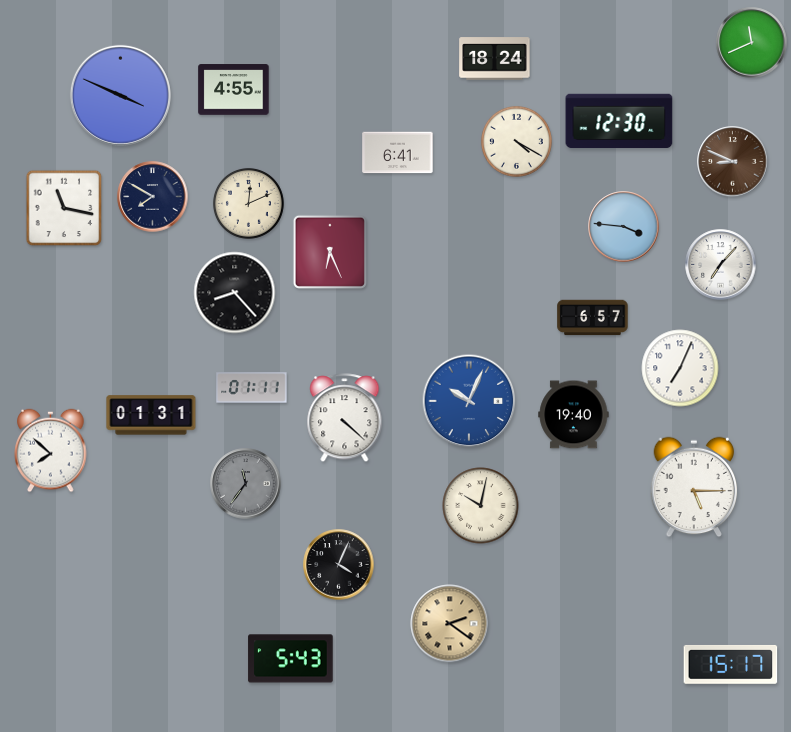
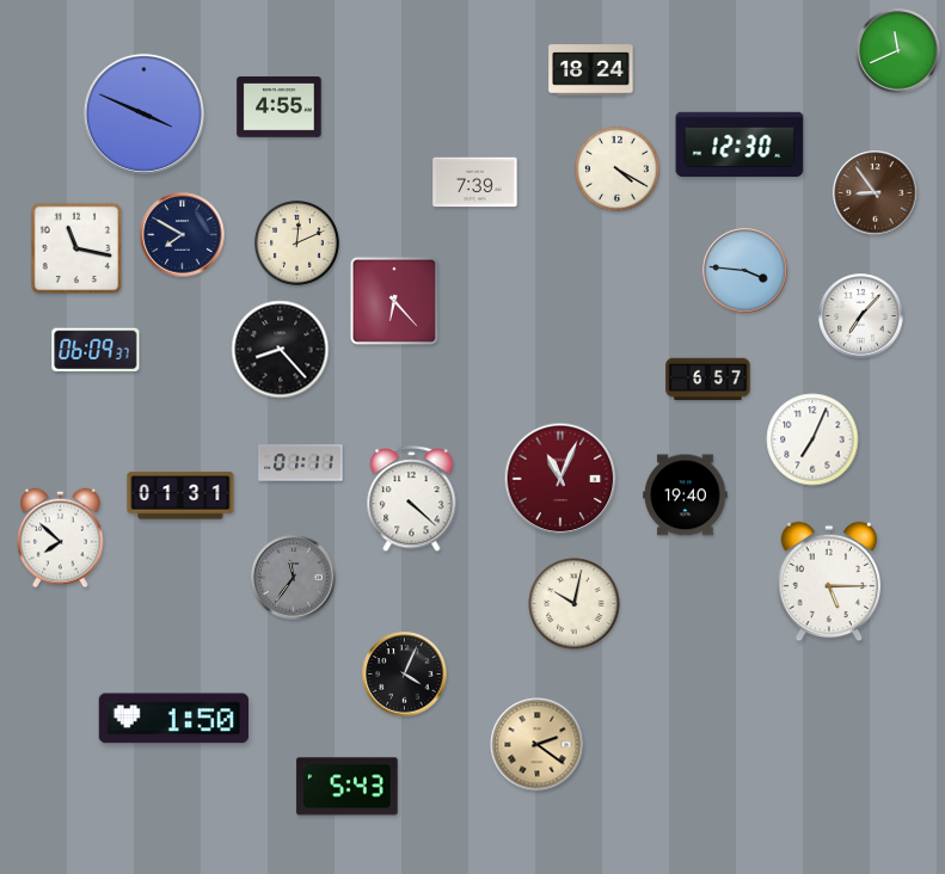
clock at (398, 153): 6:41 -> 7:39
clock at (733, 162): 8:49 -> 8:54
clock at (330, 252): 6:26 -> 6:23
clock at (96, 350): none -> 06:09
clock at (469, 401): 10:04 -> 11:04
clock at (469, 401) dial: blue -> burgundy
clock at (173, 719): none -> 1:50
clock at (731, 664): 15:17 -> none
